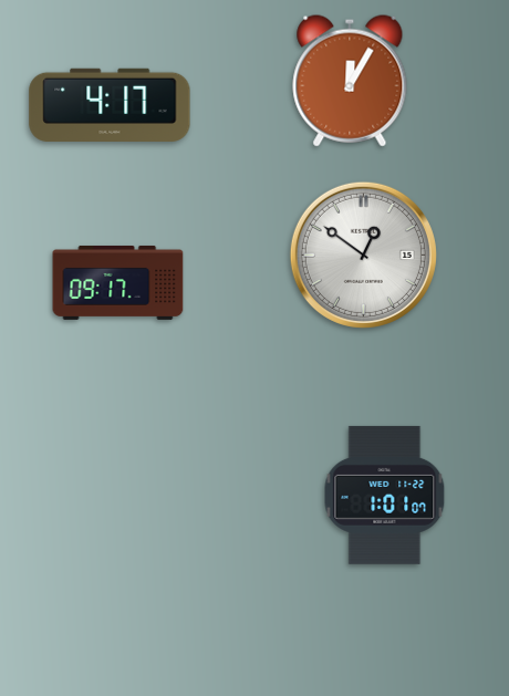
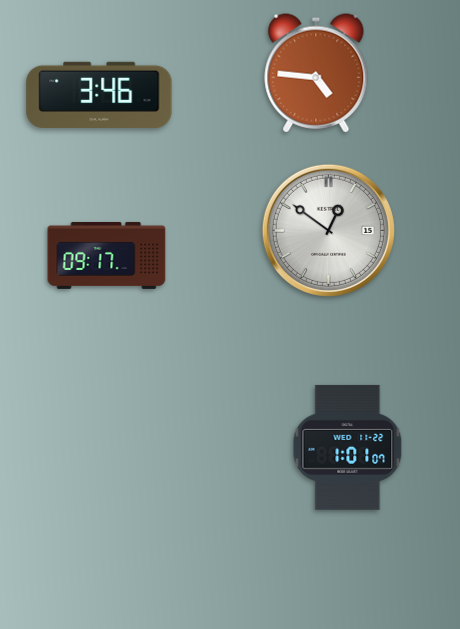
clock at (350, 81): 12:05 -> 4:46
clock at (110, 104): 4:17 -> 3:46
